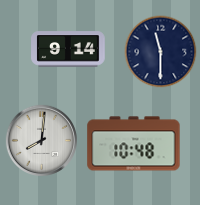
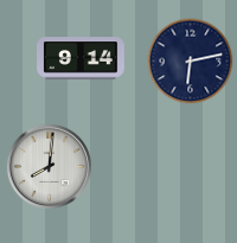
clock at (161, 52): 11:30 -> 6:13
clock at (134, 144): 10:48 -> none
